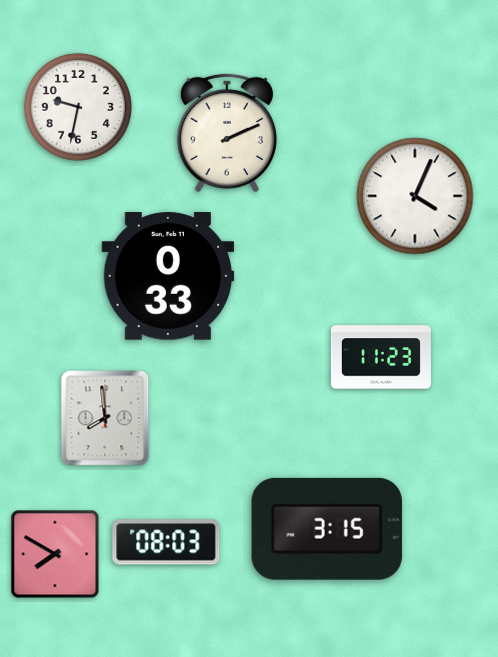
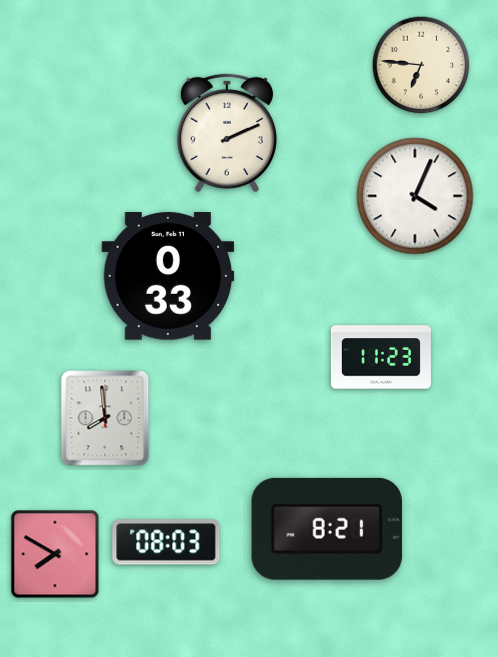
clock at (421, 65): none -> 6:46
clock at (78, 107): 9:32 -> none
clock at (327, 529): 3:15 -> 8:21
